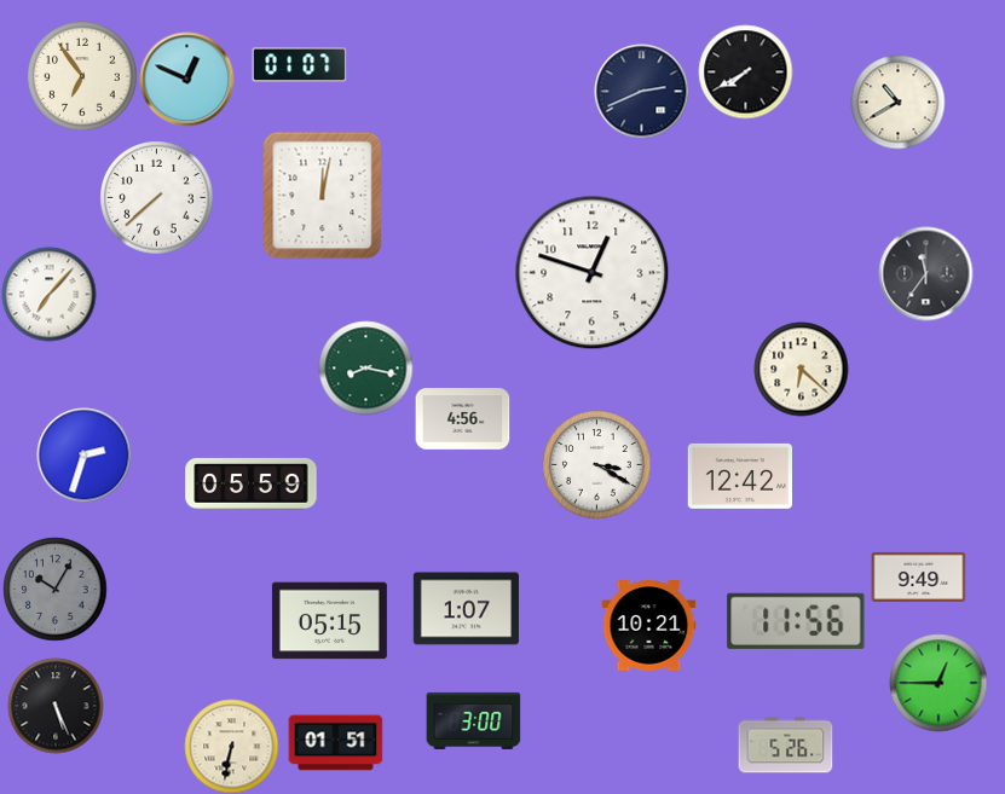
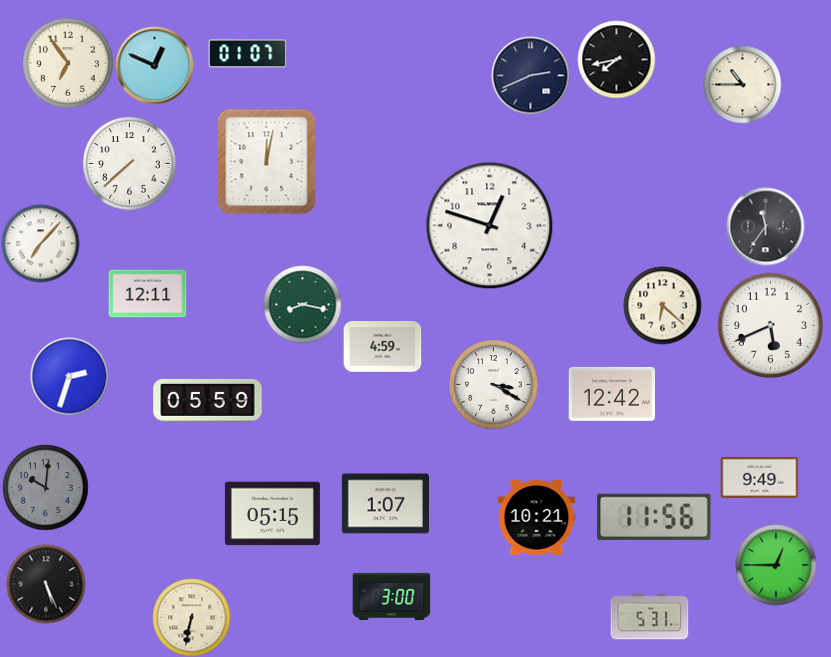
clock at (745, 71): 7:40 -> 7:43
clock at (897, 102): 10:40 -> 10:45
clock at (147, 294): none -> 12:11
clock at (770, 325): none -> 5:41
clock at (462, 419): 4:56 -> 4:59
clock at (54, 589): 10:05 -> 10:01
clock at (796, 621) position: (796, 621) -> (654, 517)
clock at (335, 743): 01:51 -> none
clock at (785, 746): 5:26 -> 5:31
